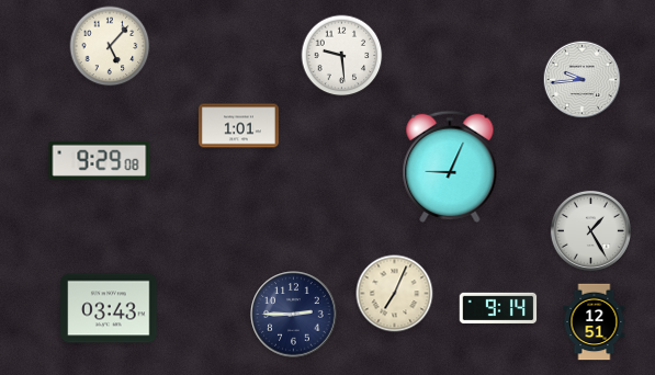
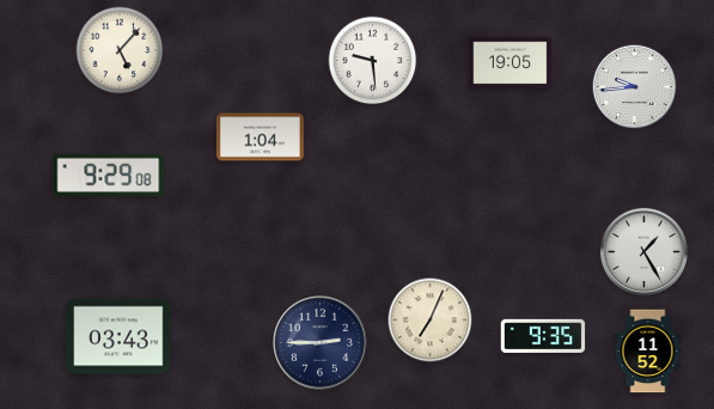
clock at (511, 63): none -> 19:05
clock at (238, 126): 1:01 -> 1:04
clock at (450, 167): 9:04 -> none
clock at (498, 307): 9:14 -> 9:35
clock at (595, 322): 12:51 -> 11:52
